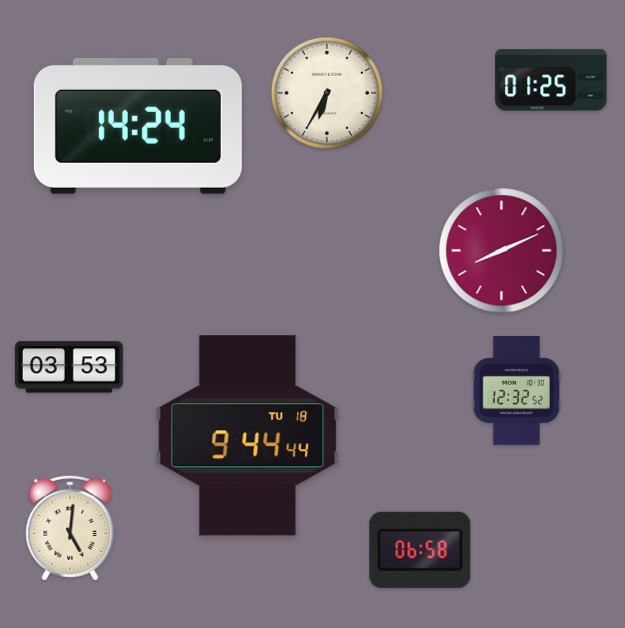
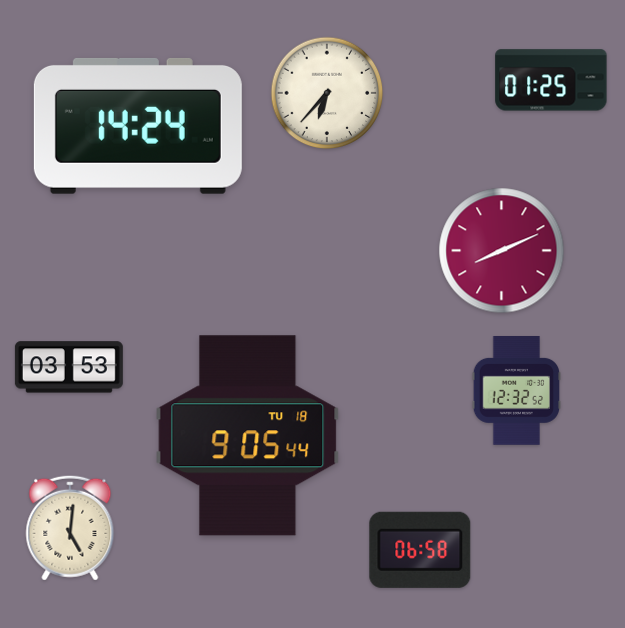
clock at (327, 93): 6:35 -> 6:37
clock at (248, 436): 9:44 -> 9:05
